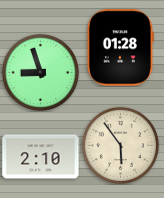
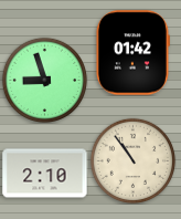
clock at (120, 48): 01:28 -> 01:42
clock at (120, 145): 5:54 -> 10:54
